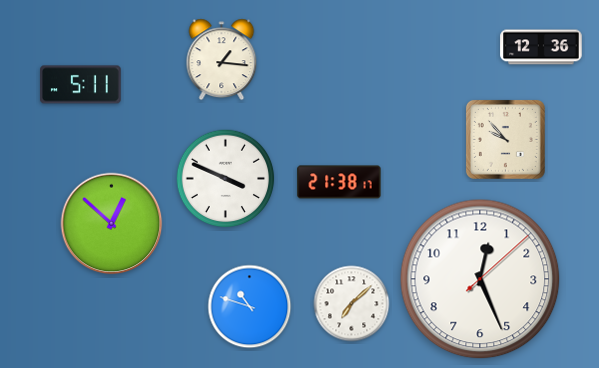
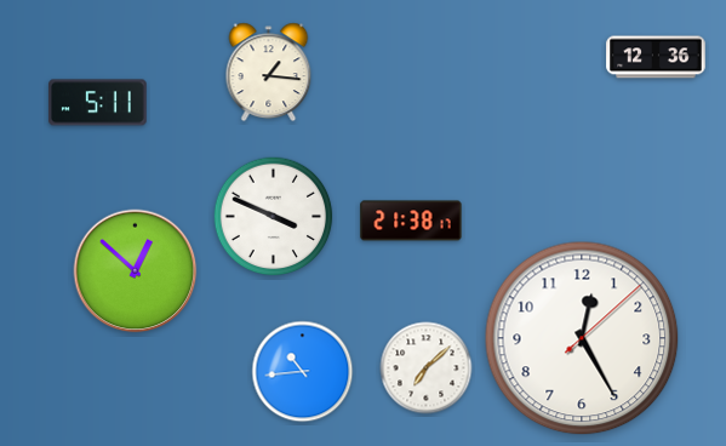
clock at (505, 139): 9:53 -> none
clock at (480, 279): 12:26 -> 12:25
clock at (250, 307): 10:48 -> 10:44
